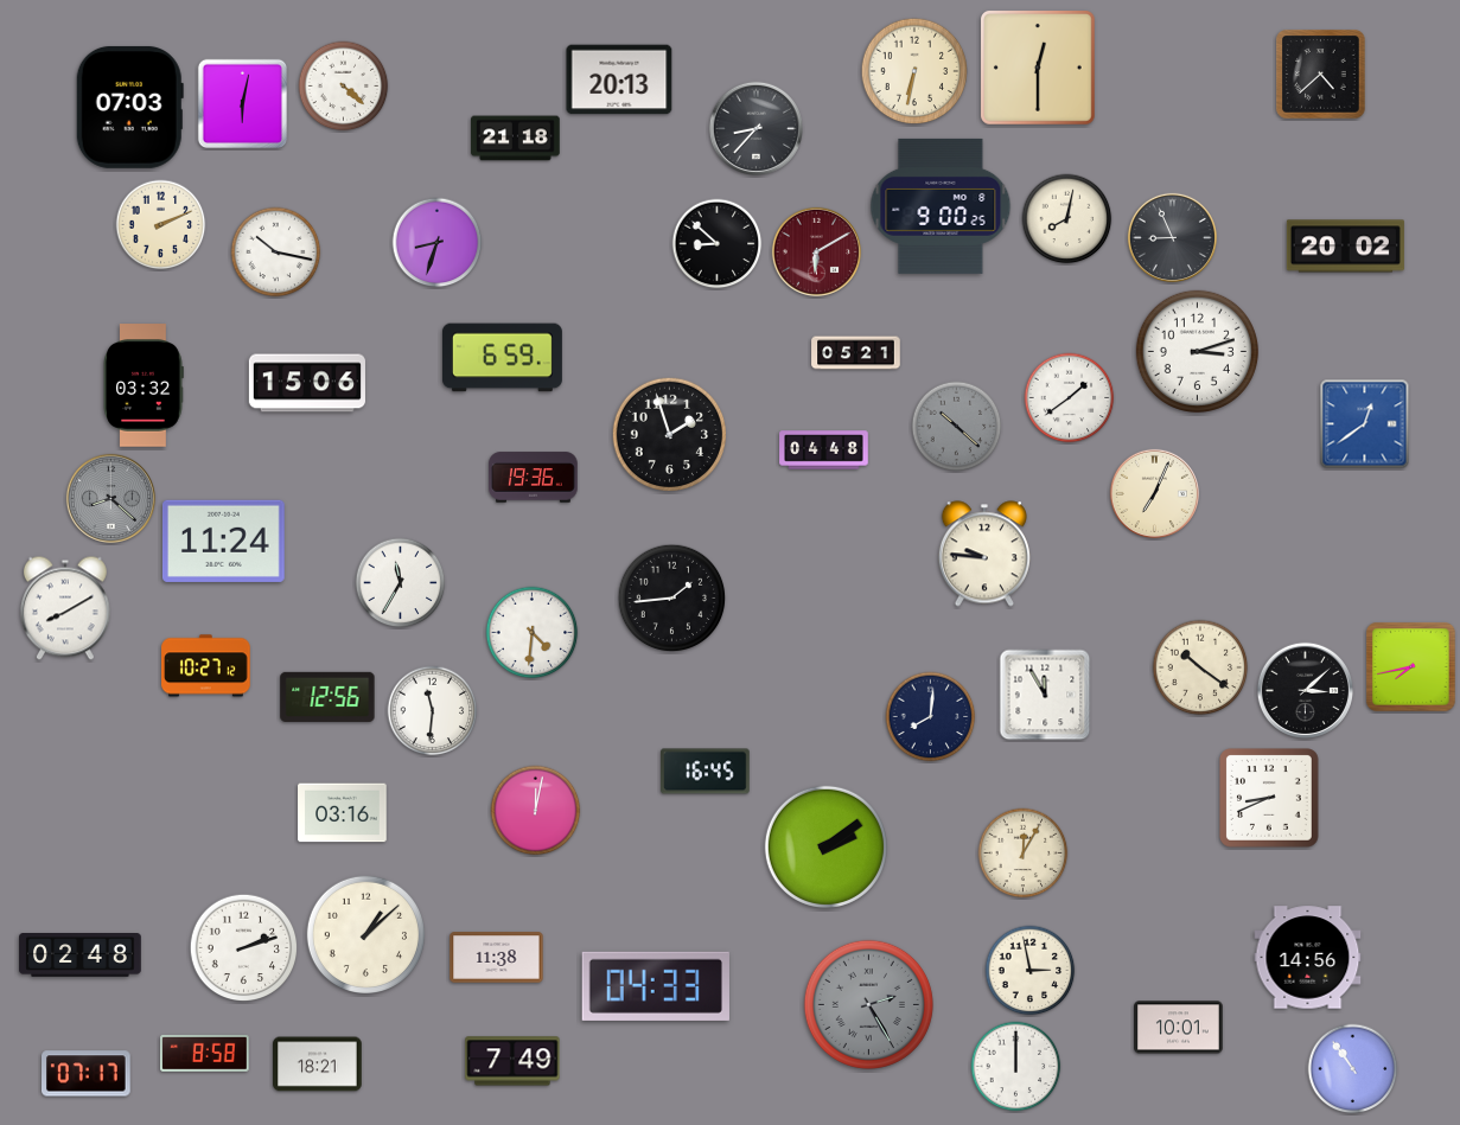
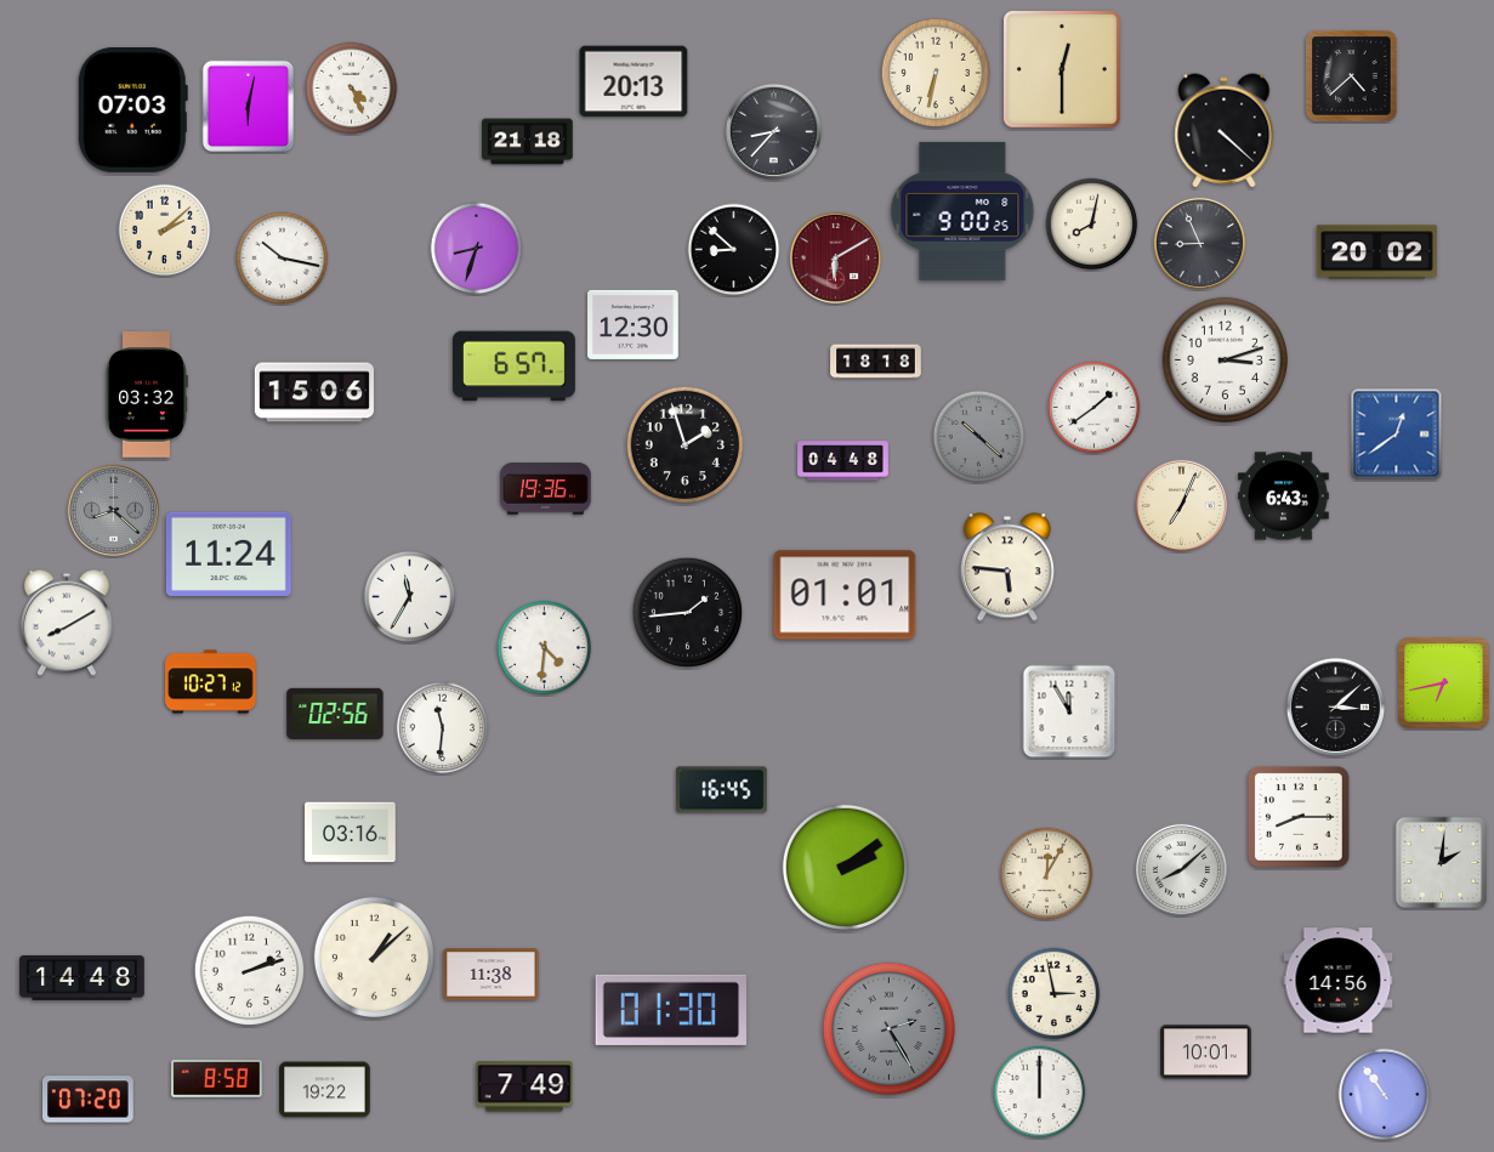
clock at (344, 87): 4:22 -> 4:26
clock at (1225, 131): none -> 4:22
clock at (161, 225): 2:11 -> 2:08
clock at (438, 243) position: (438, 243) -> (477, 249)
clock at (634, 324): none -> 12:30
clock at (856, 353): 05:21 -> 18:18
clock at (502, 358): 6:59 -> 6:57
clock at (1284, 496): none -> 6:43
clock at (984, 554): 9:46 -> 5:46
clock at (845, 595): none -> 01:01
clock at (1200, 667): 10:21 -> none
clock at (1411, 667): 7:43 -> 6:43
clock at (327, 697): 12:56 -> 02:56
clock at (931, 717): 8:01 -> none
clock at (1270, 799): 8:41 -> 8:15
clock at (536, 811): 12:02 -> none
clock at (1441, 862): none -> 2:01
clock at (1181, 869): none -> 8:08
clock at (81, 955): 02:48 -> 14:48
clock at (497, 958) position: (497, 958) -> (492, 975)
clock at (656, 986): 04:33 -> 01:30
clock at (205, 1053) position: (205, 1053) -> (217, 1078)
clock at (318, 1065): 18:21 -> 19:22
clock at (87, 1074): 07:17 -> 07:20
